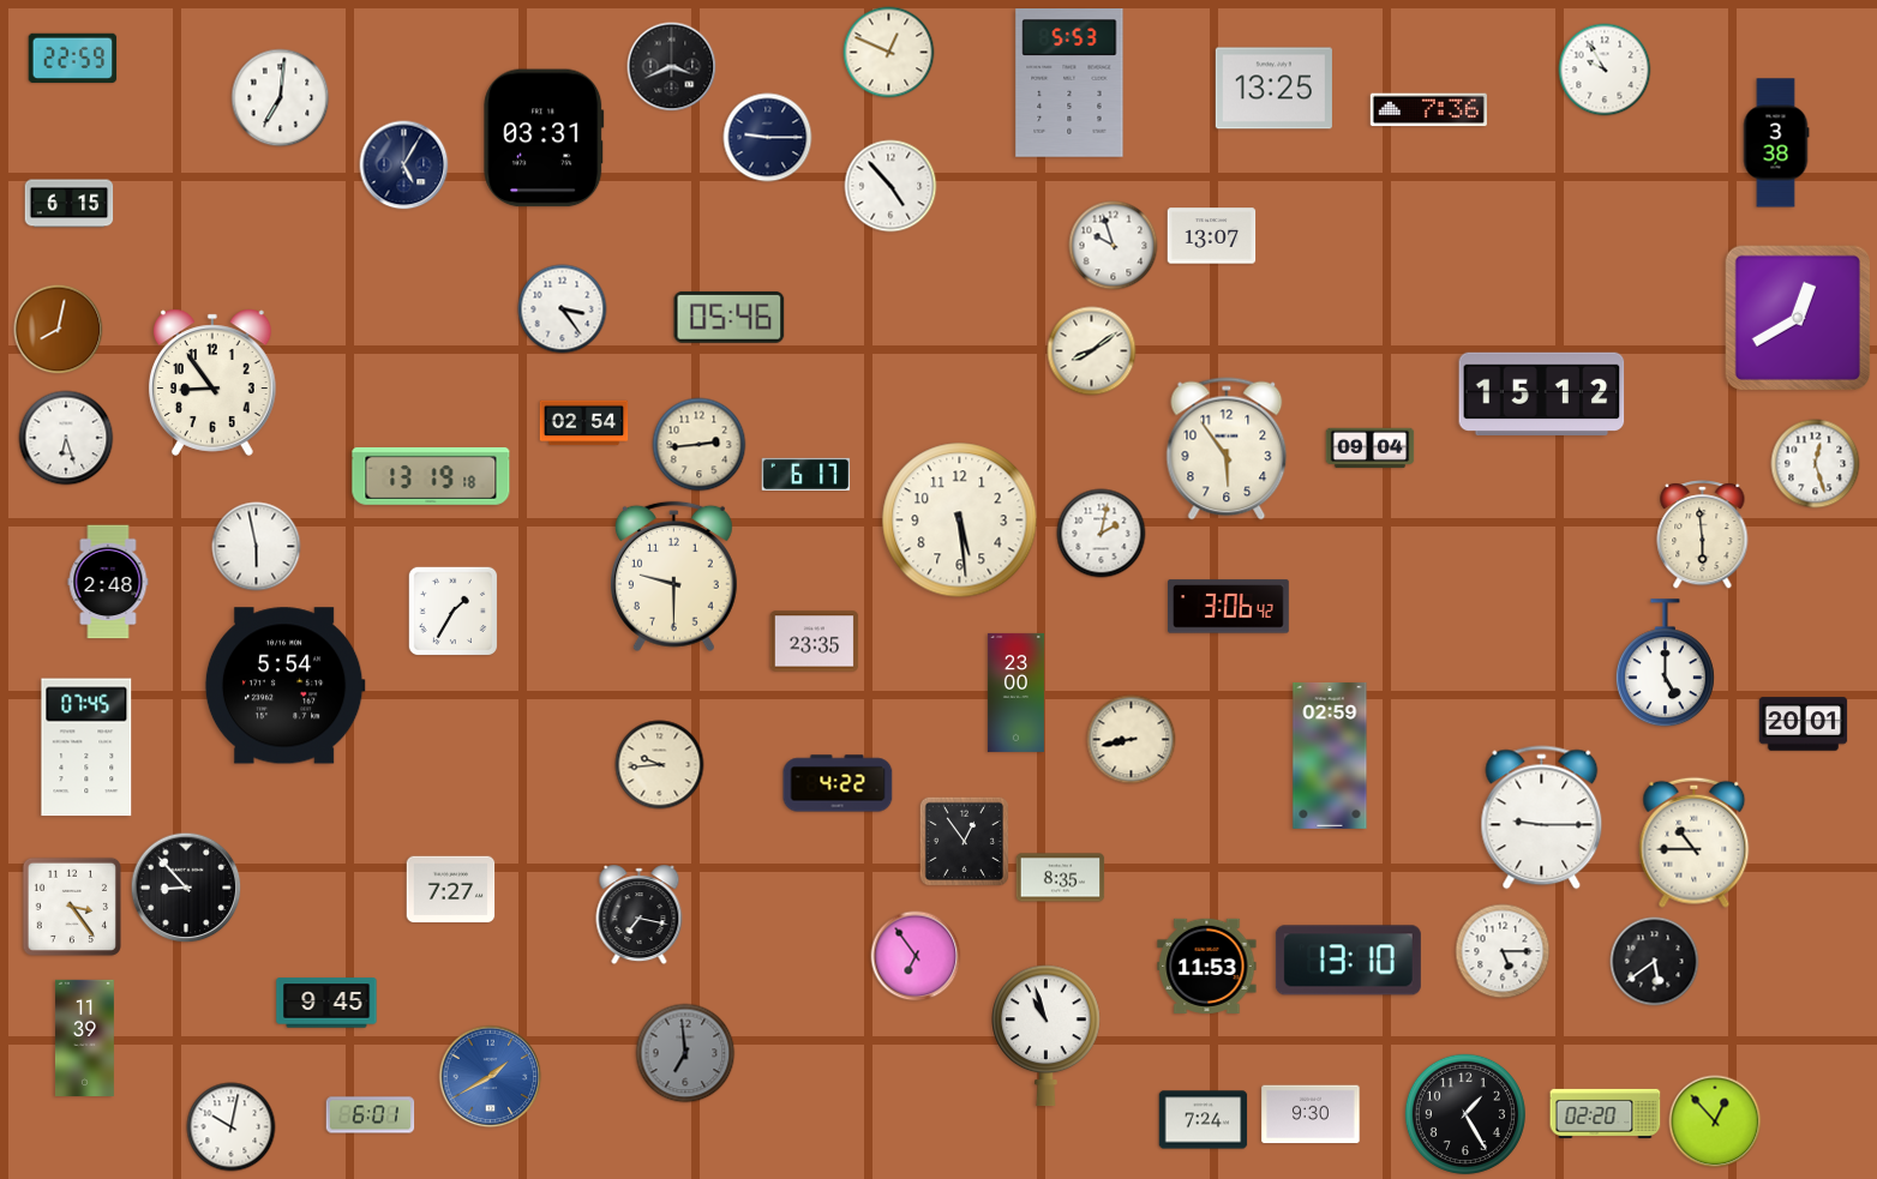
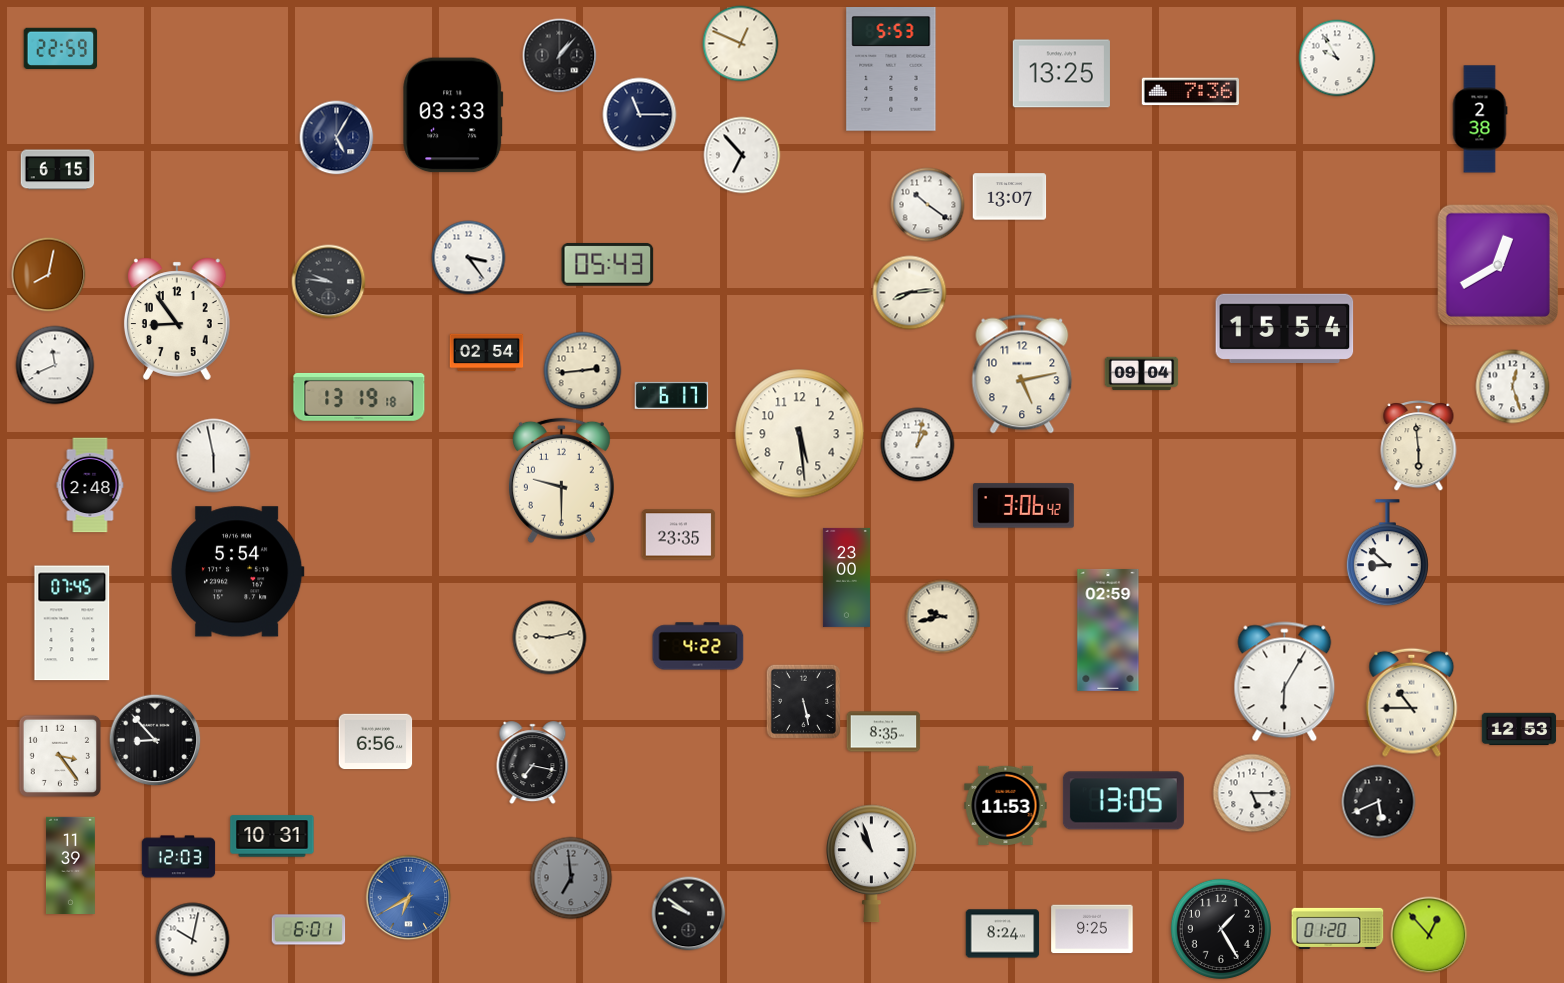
clock at (672, 67): 3:41 -> 1:07
clock at (281, 98): 7:01 -> none
clock at (544, 138): 03:31 -> 03:33
clock at (768, 138): 9:15 -> 11:15
clock at (1776, 143): 3:38 -> 2:38
clock at (890, 186): 4:53 -> 6:53
clock at (1114, 246): 9:57 -> 10:21
clock at (730, 317): 05:46 -> 05:43
clock at (329, 282): none -> 9:46
clock at (1092, 351): 8:09 -> 8:14
clock at (1542, 393): 15:12 -> 15:54
clock at (66, 438): 6:27 -> 11:41
clock at (1227, 449): 5:54 -> 5:13
clock at (1102, 534): 2:02 -> 1:02
clock at (452, 610): 1:35 -> none
clock at (1665, 663): 5:00 -> 8:52
clock at (1804, 724): 20:01 -> none
clock at (1132, 740): 8:43 -> 9:43
clock at (660, 765): 9:44 -> 9:13
clock at (838, 783) position: (838, 783) -> (698, 646)
clock at (1542, 818): 9:15 -> 6:05
clock at (964, 841): 12:54 -> 5:28
clock at (1519, 729): none -> 12:53
clock at (451, 890): 7:27 -> 6:56
clock at (916, 956): 6:54 -> none
clock at (1348, 961): 13:10 -> 13:05
clock at (1655, 962): 5:39 -> 5:41
clock at (326, 1003): 9:45 -> 10:31
clock at (179, 857): none -> 12:03
clock at (491, 1077): 1:40 -> 6:40
clock at (689, 914): none -> 9:51
clock at (1606, 1113): 02:20 -> 01:20
clock at (1311, 1114): 9:30 -> 9:25
clock at (1204, 1120): 7:24 -> 8:24
